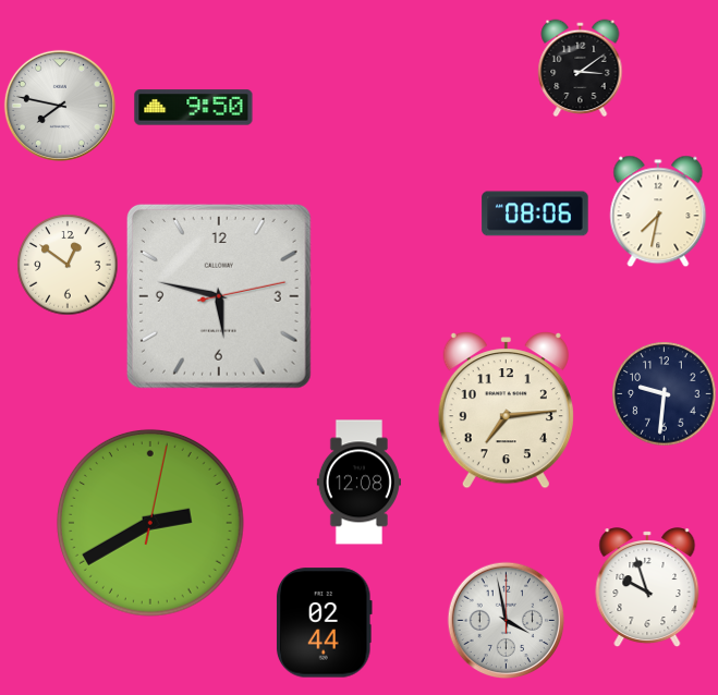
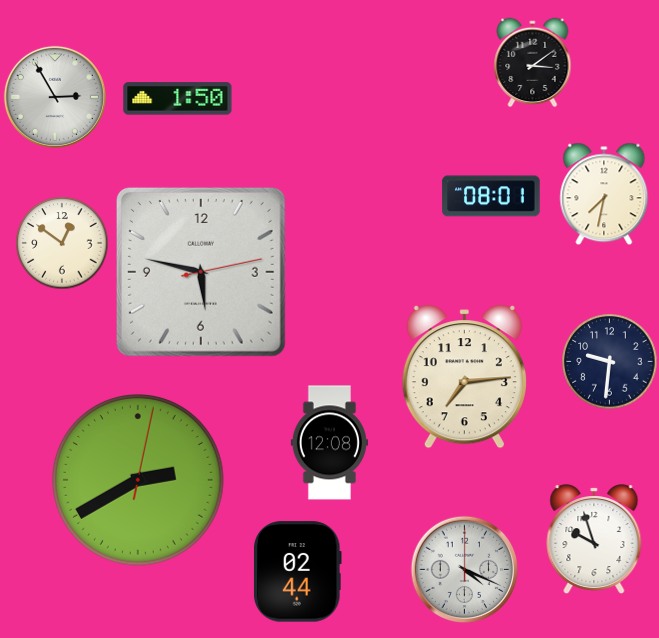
clock at (60, 106): 7:47 -> 2:55
clock at (194, 108): 9:50 -> 1:50
clock at (535, 214): 08:06 -> 08:01
clock at (506, 620): 3:58 -> 4:19
